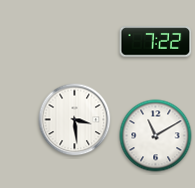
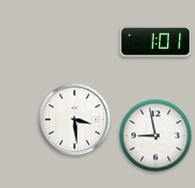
clock at (156, 42): 7:22 -> 1:01
clock at (156, 136): 11:10 -> 8:58
